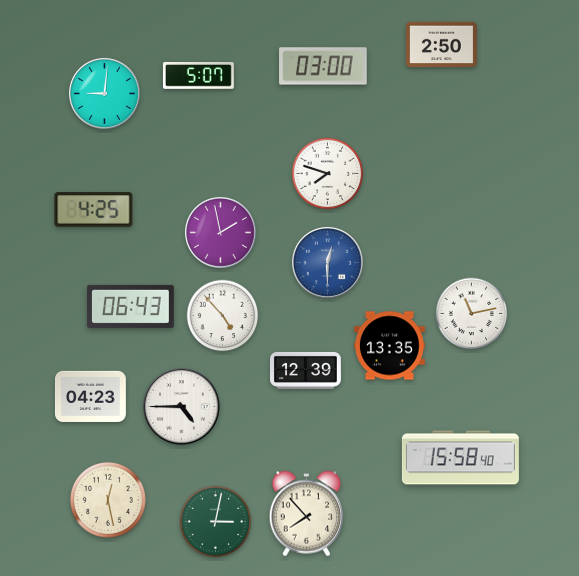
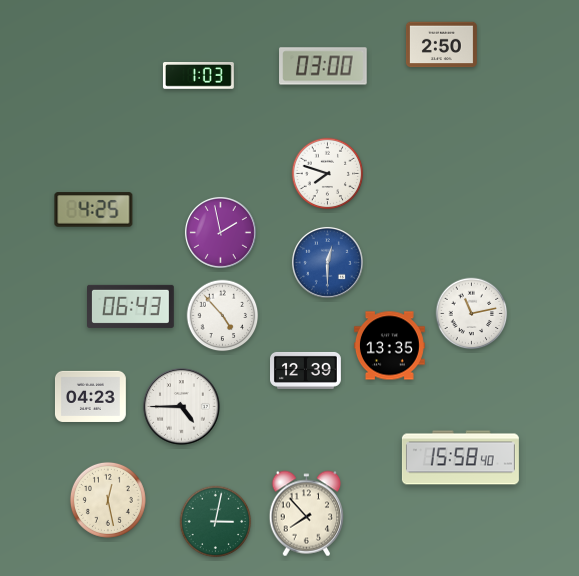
clock at (198, 76): 5:07 -> 1:03
clock at (104, 93): 9:01 -> none
